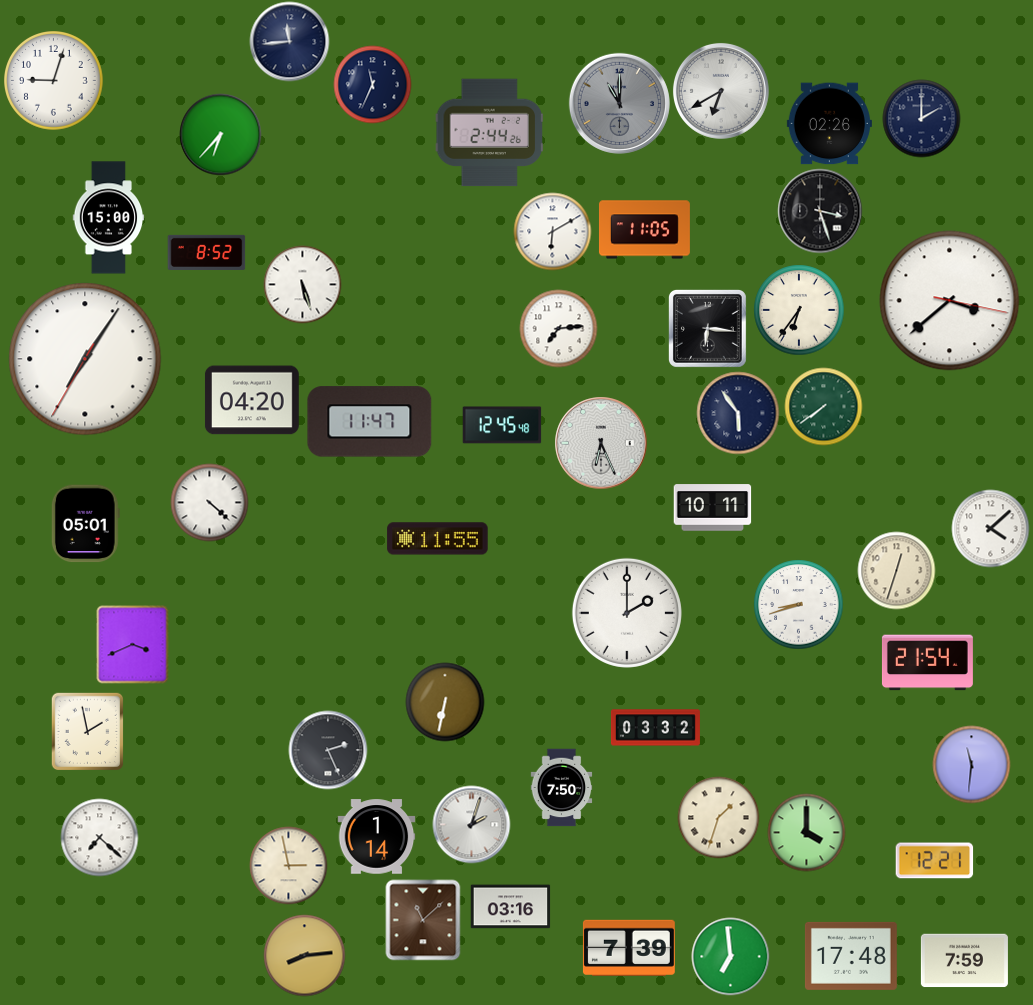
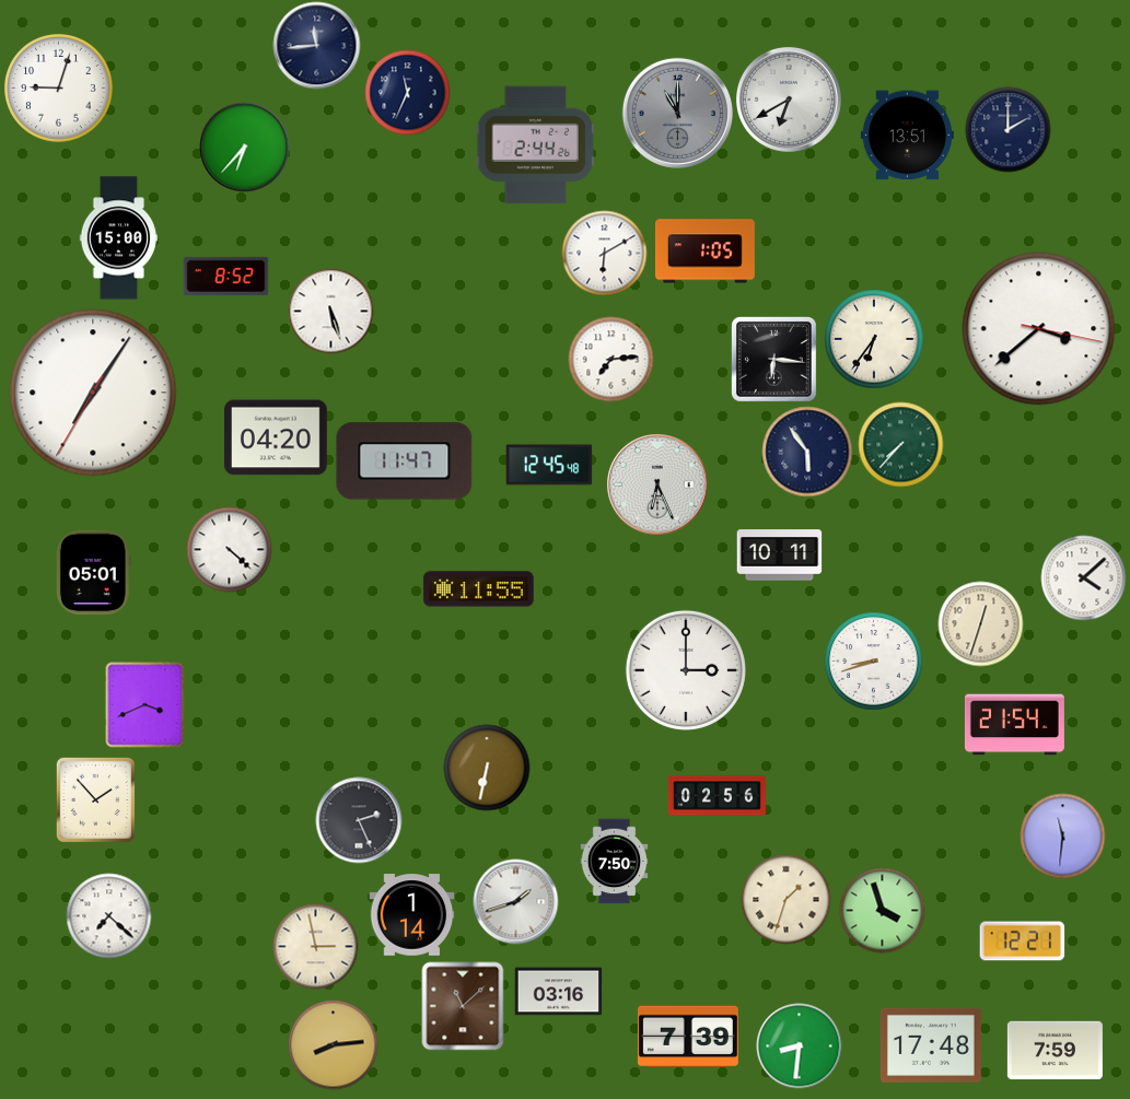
clock at (829, 124): 02:26 -> 13:51
clock at (220, 134) position: (220, 134) -> (244, 147)
clock at (820, 211): 3:27 -> none
clock at (644, 230): 11:05 -> 1:05
clock at (823, 406): 7:39 -> 7:37
clock at (627, 613): 2:00 -> 3:00
clock at (655, 728): 03:32 -> 02:56
clock at (87, 731): 1:58 -> 1:53
clock at (718, 817) position: (718, 817) -> (785, 899)
clock at (471, 824): 2:03 -> 1:42
clock at (806, 832): 4:00 -> 3:57
clock at (730, 956): 6:59 -> 8:31
